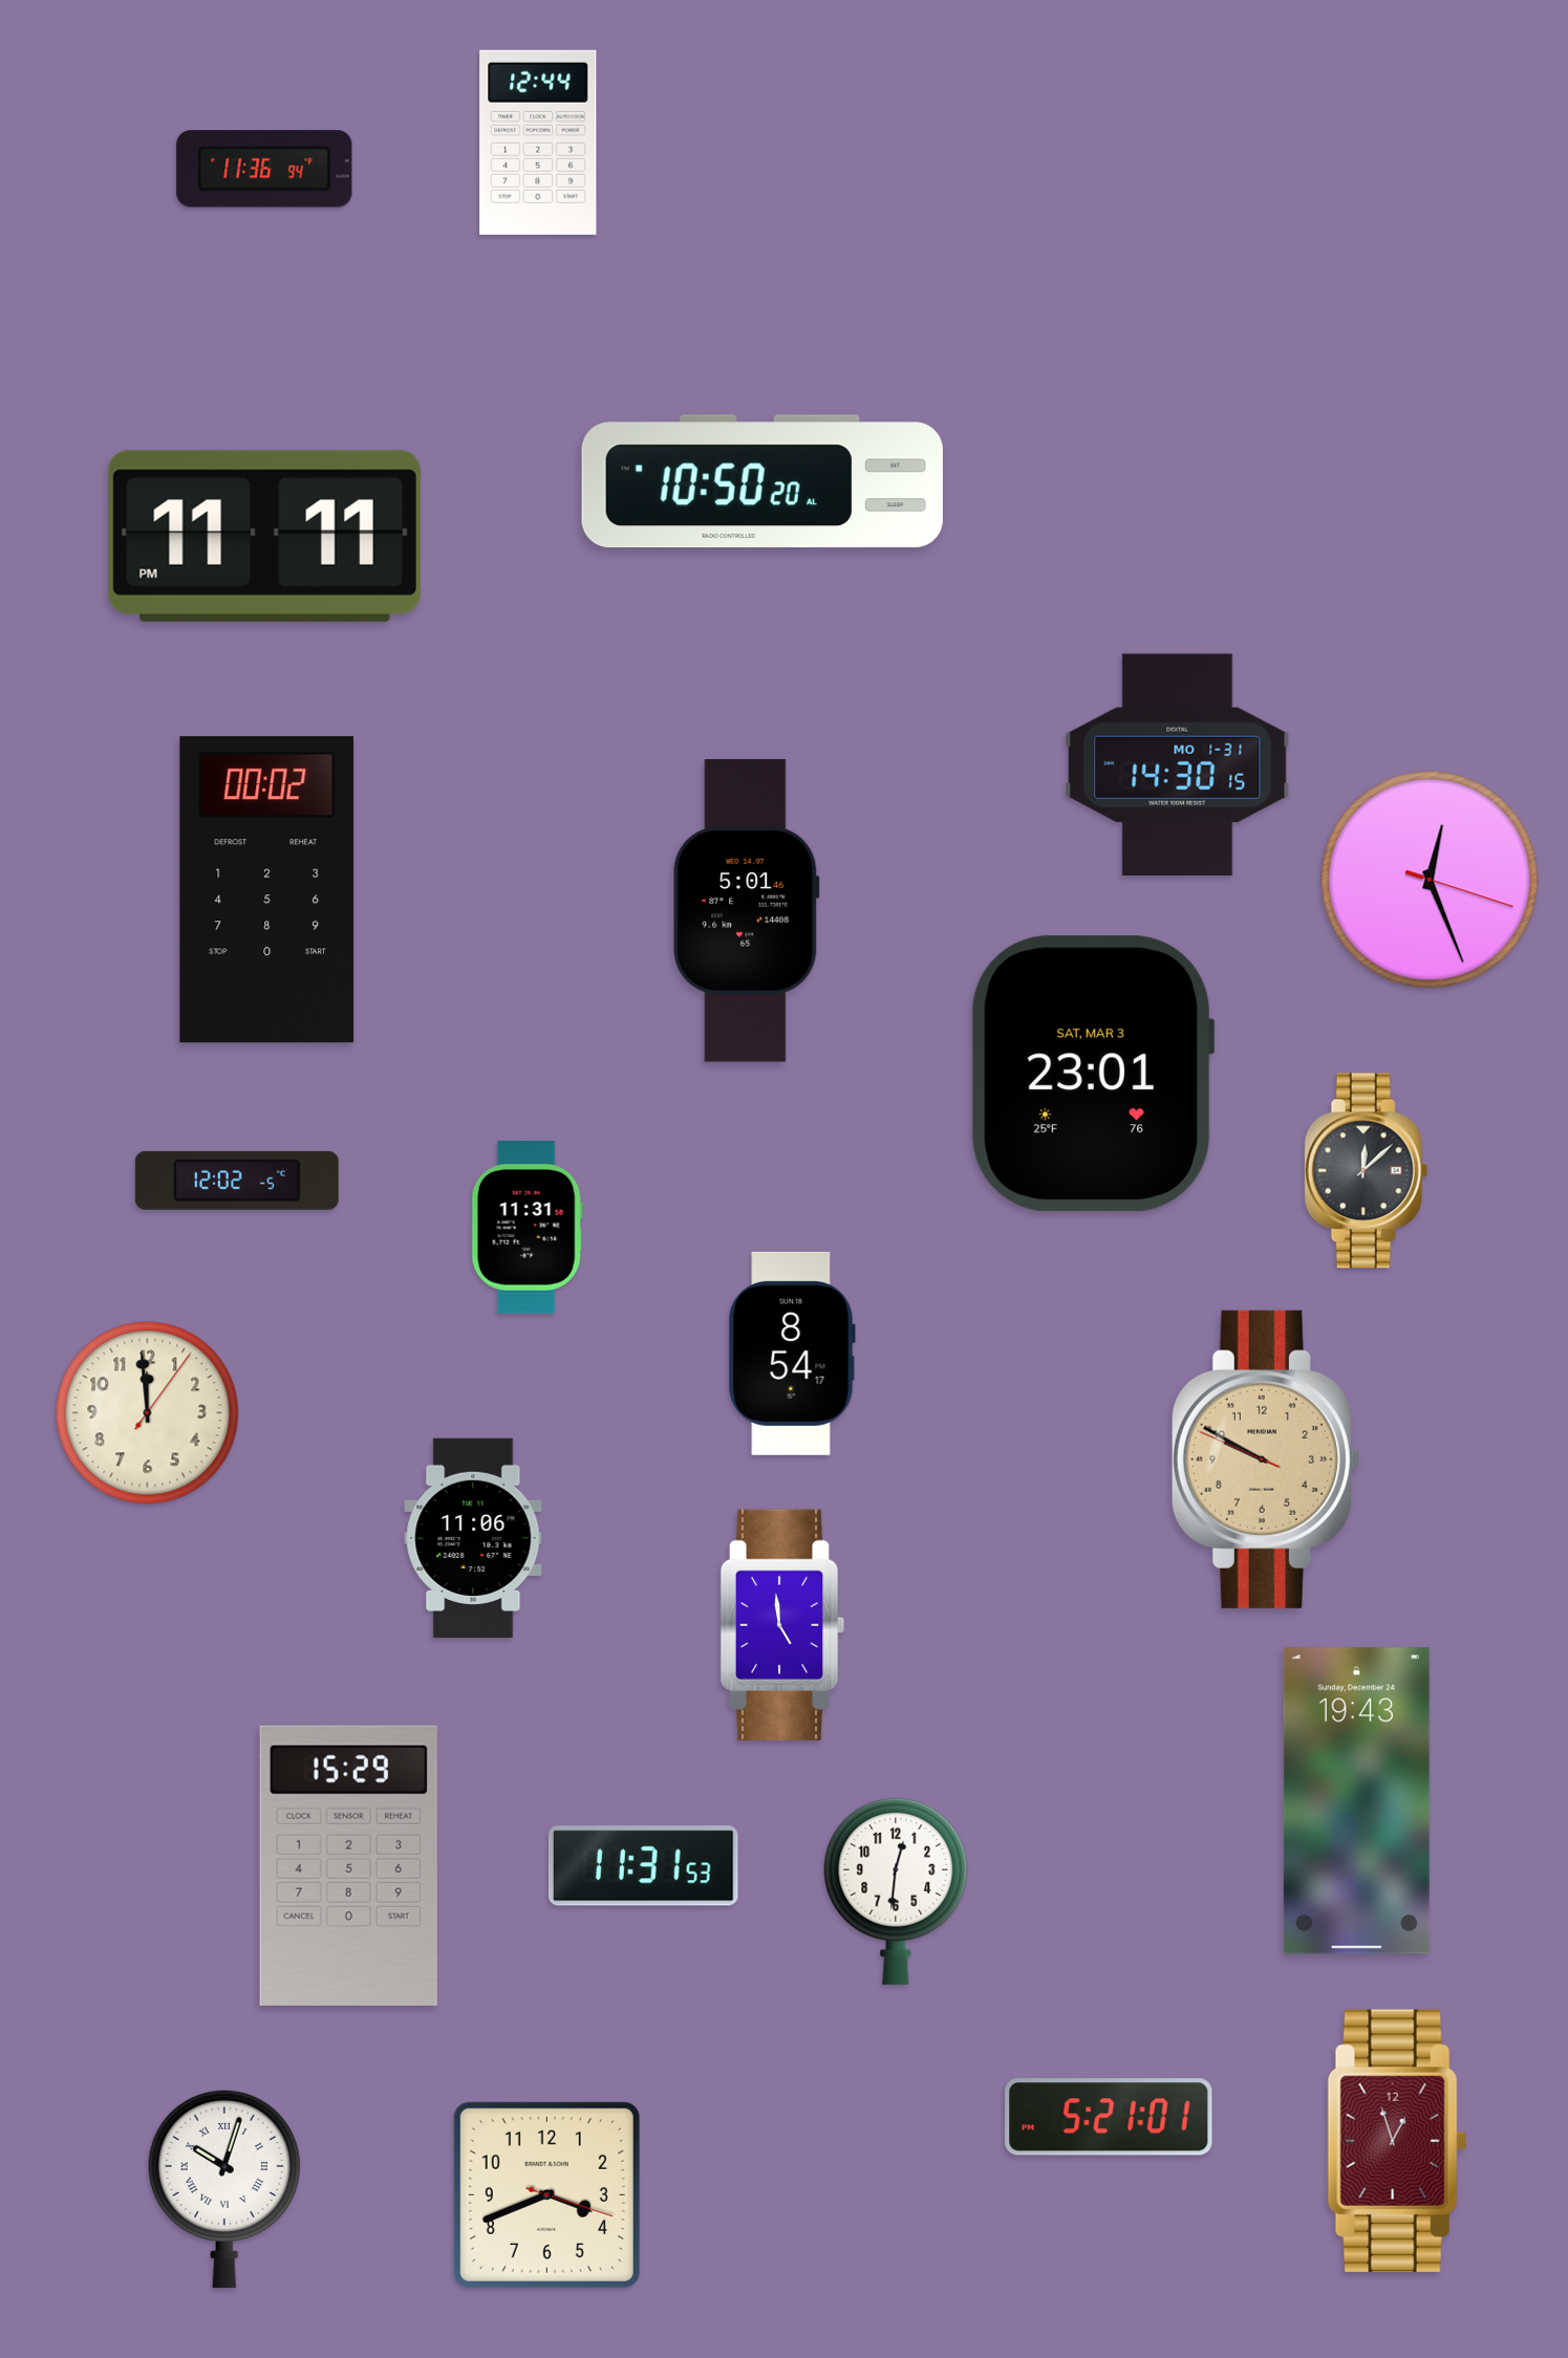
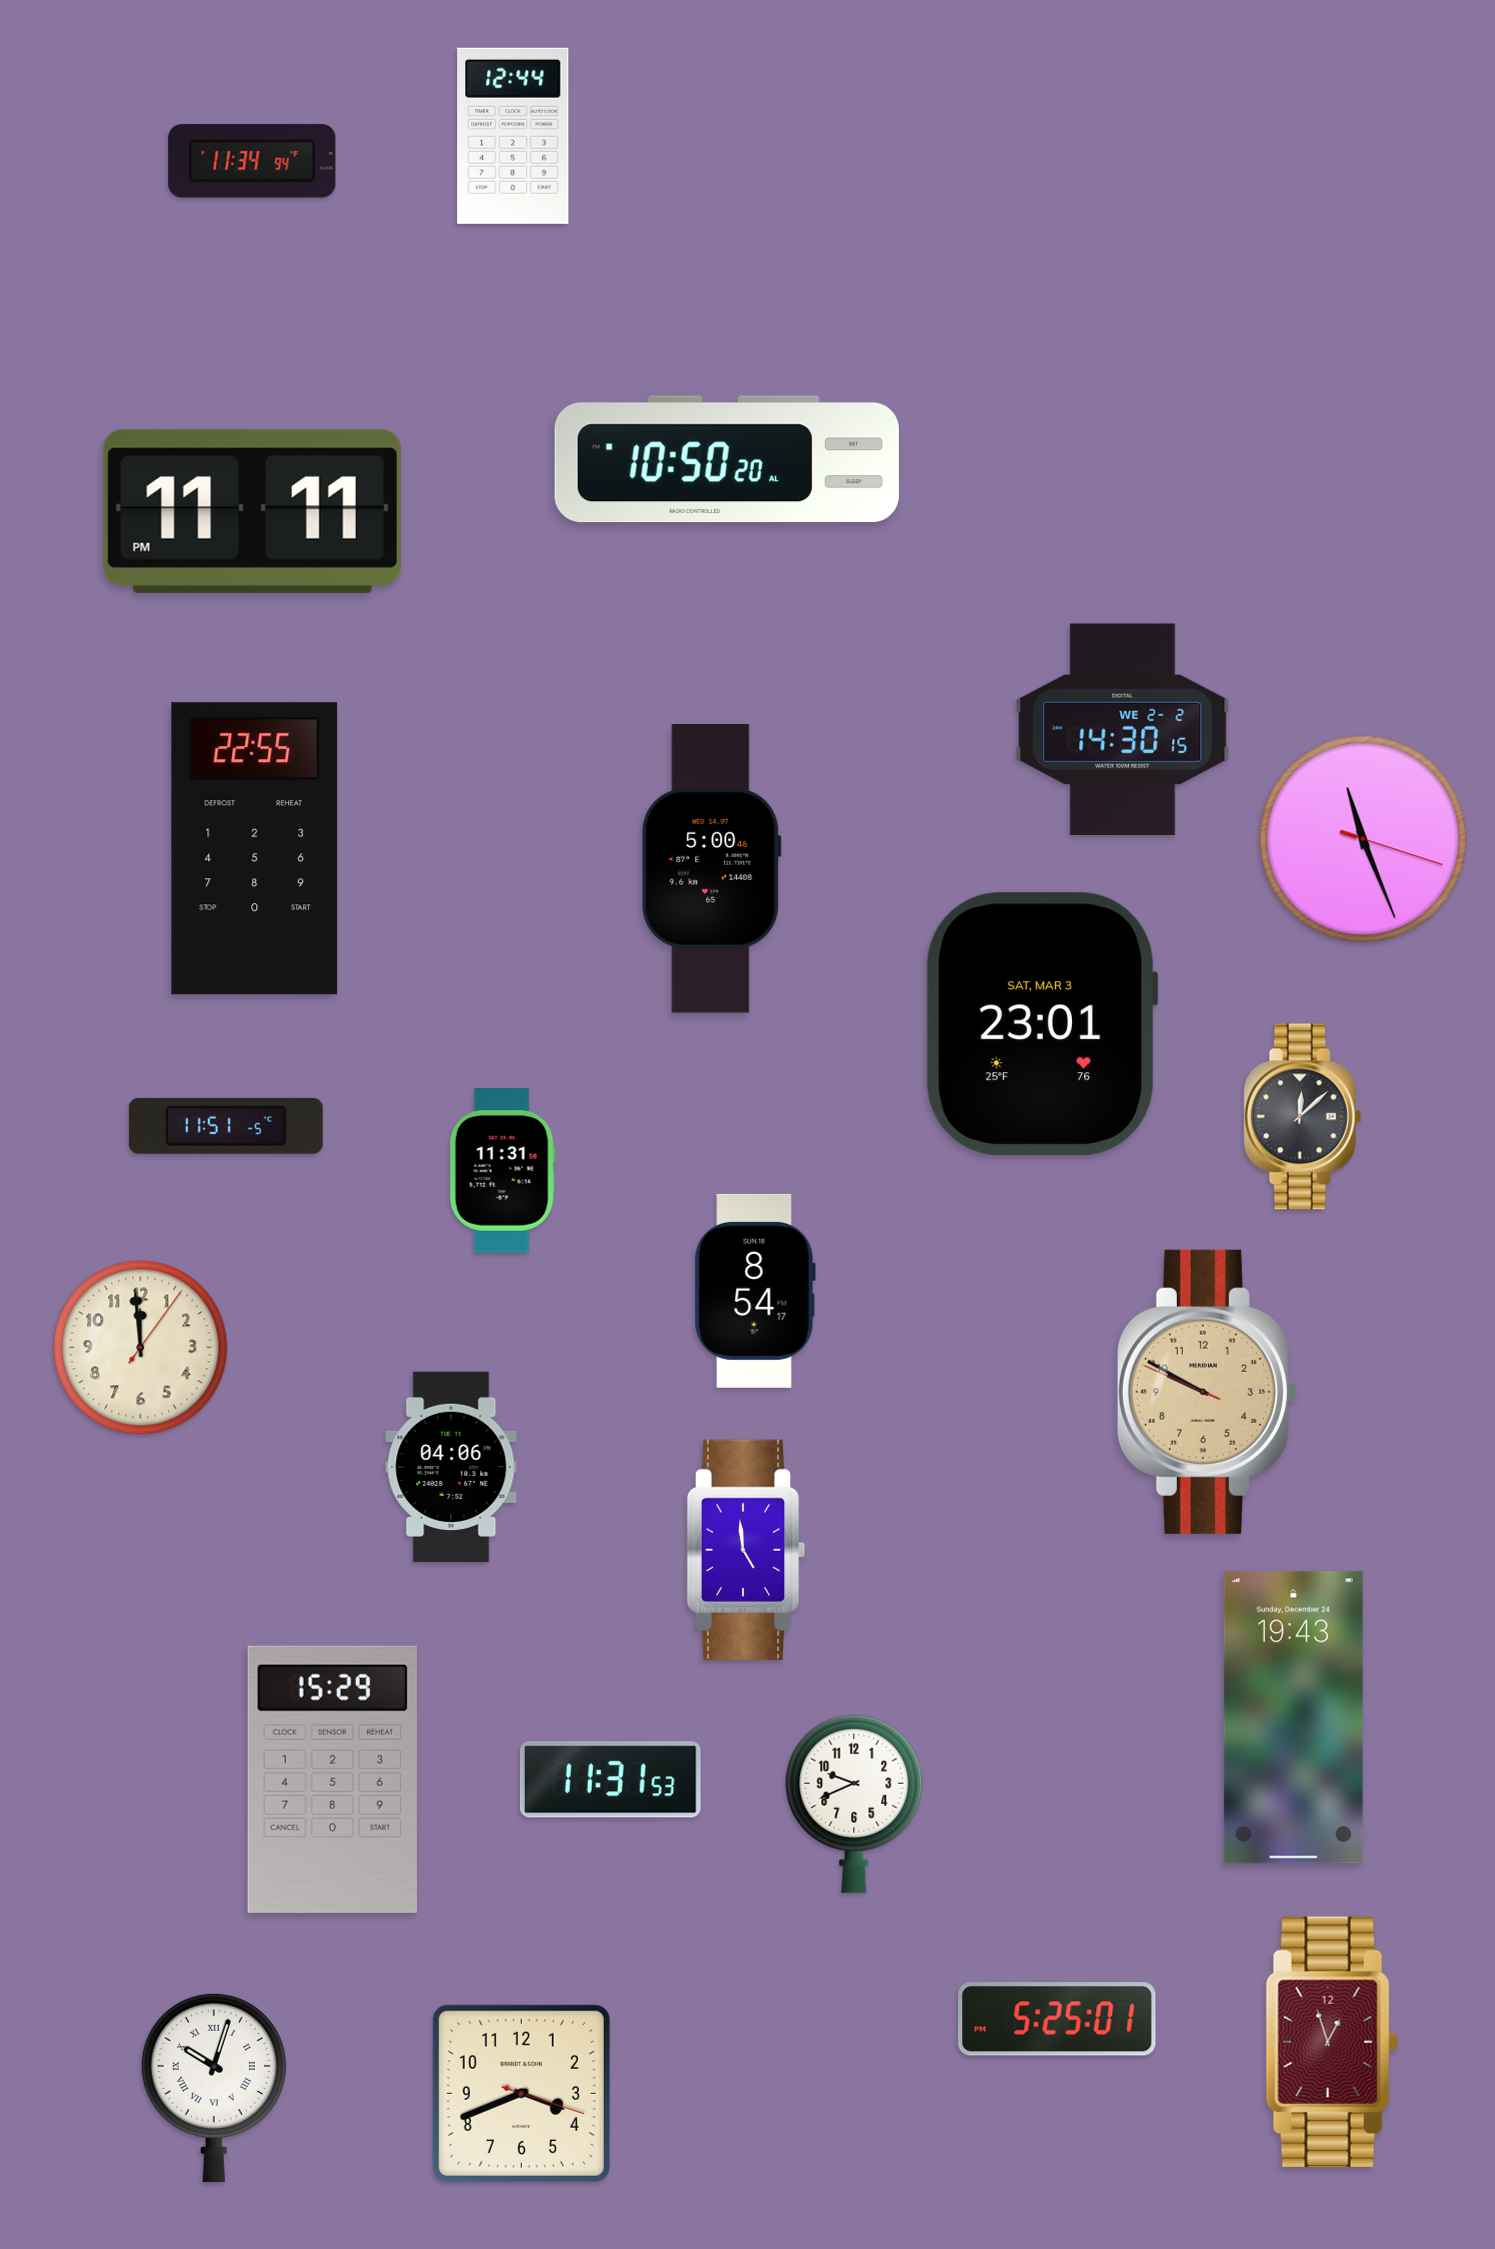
clock at (264, 169): 11:36 -> 11:34
clock at (1178, 765) date: MO 1-31 -> WE 2-2
clock at (1430, 880): 12:26 -> 11:26
clock at (267, 890): 00:02 -> 22:55
clock at (747, 911): 5:01 -> 5:00
clock at (237, 1181): 12:02 -> 11:51
clock at (473, 1538): 11:06 -> 04:06
clock at (644, 1866) position: (644, 1866) -> (611, 1780)
clock at (896, 1891): 12:31 -> 9:41
clock at (1109, 2117): 5:21 -> 5:25
